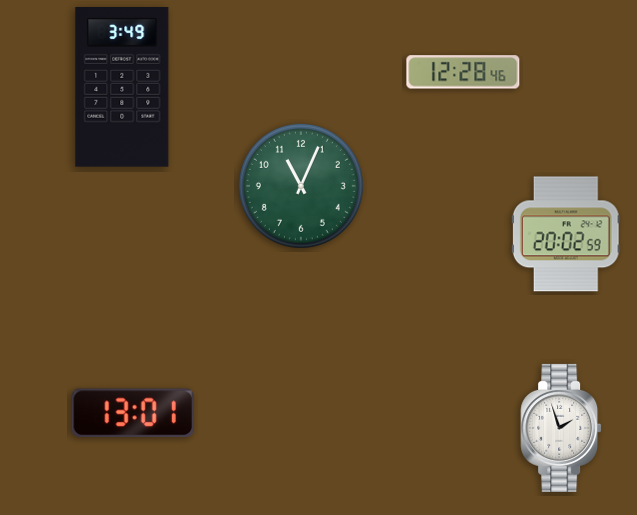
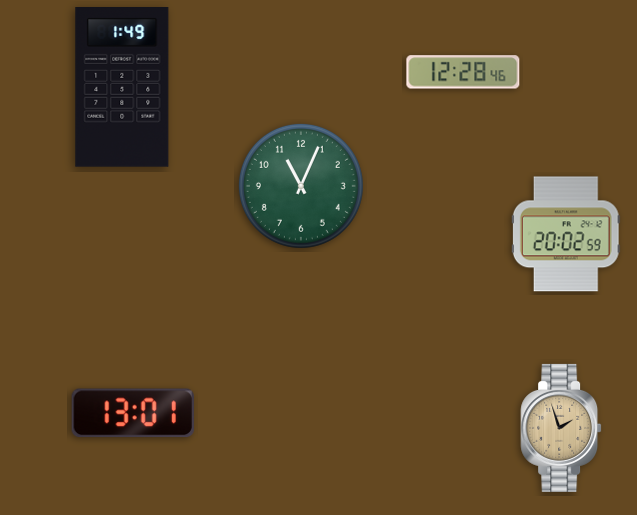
clock at (122, 88): 3:49 -> 1:49
clock at (561, 428) dial: white -> champagne
